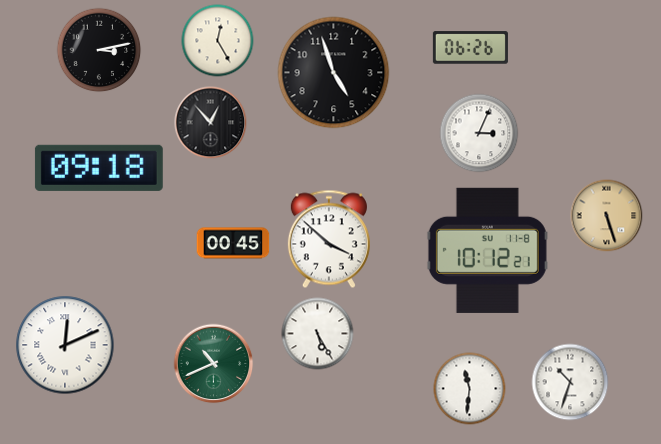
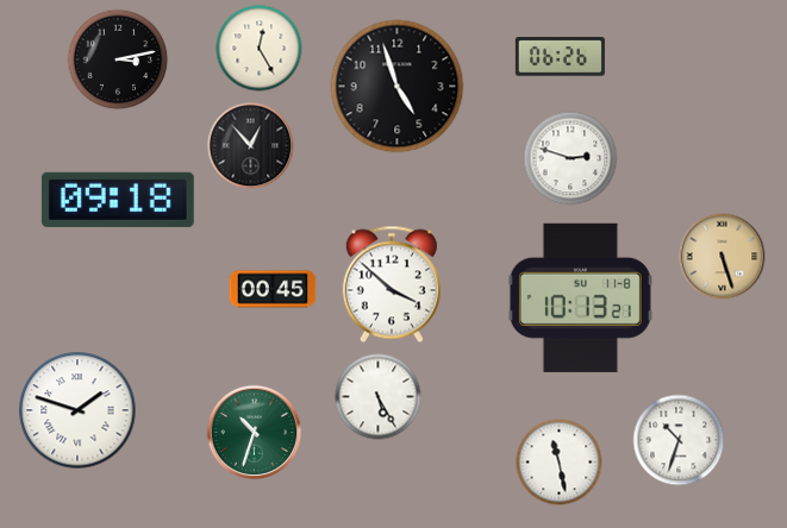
clock at (479, 133): 3:04 -> 2:48
clock at (233, 243) position: (233, 243) -> (273, 289)
clock at (487, 250): 10:12 -> 10:13
clock at (65, 345): 12:11 -> 1:48
clock at (214, 364): 10:41 -> 10:33
clock at (570, 382) position: (570, 382) -> (679, 440)
clock at (470, 389): 11:31 -> 11:28
